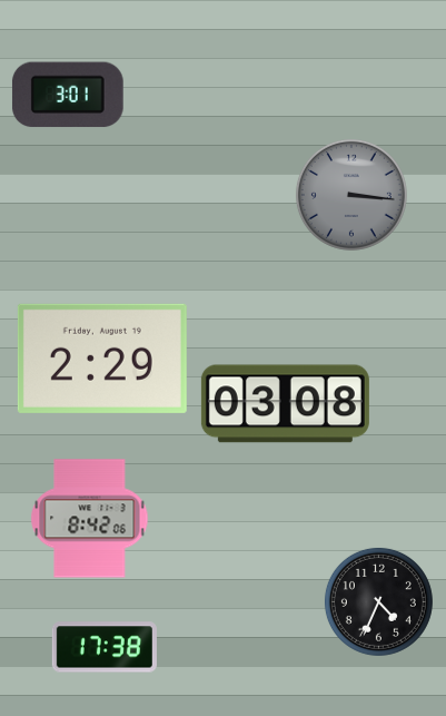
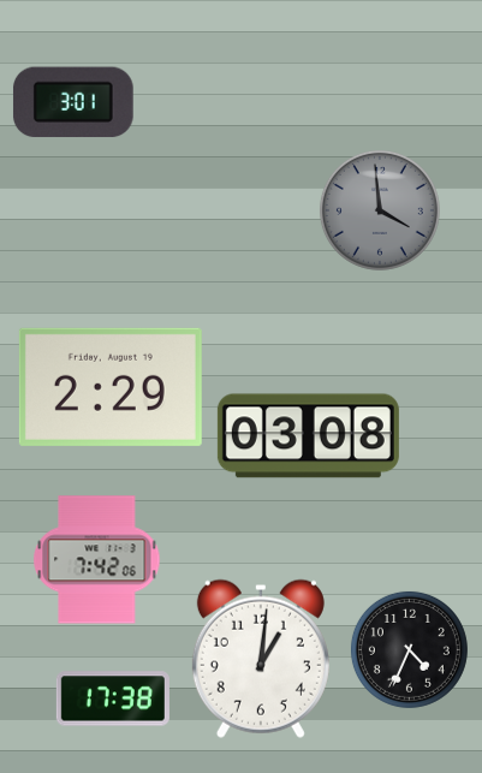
clock at (351, 195): 3:16 -> 3:59
clock at (90, 519): 8:42 -> 7:42
clock at (261, 659): none -> 1:01
